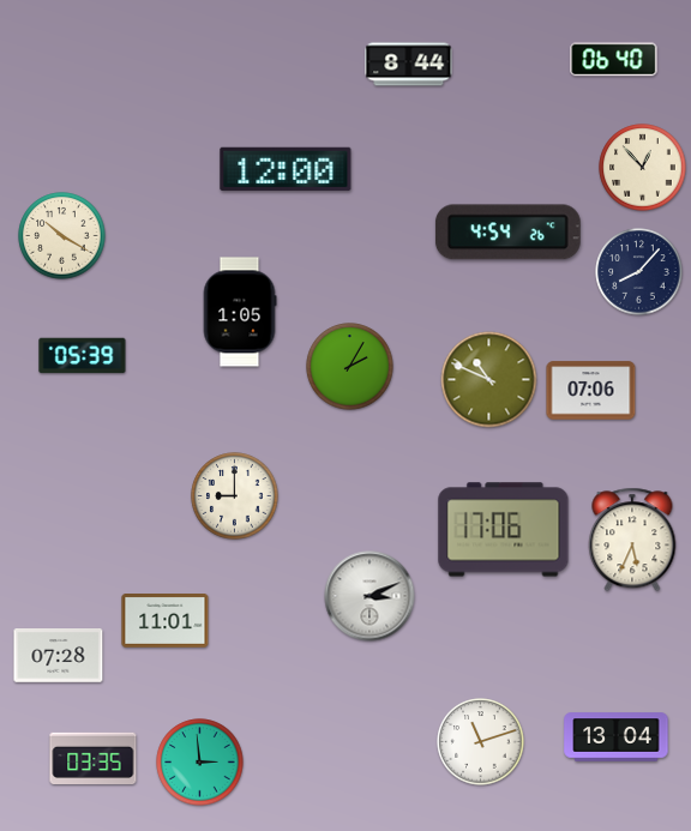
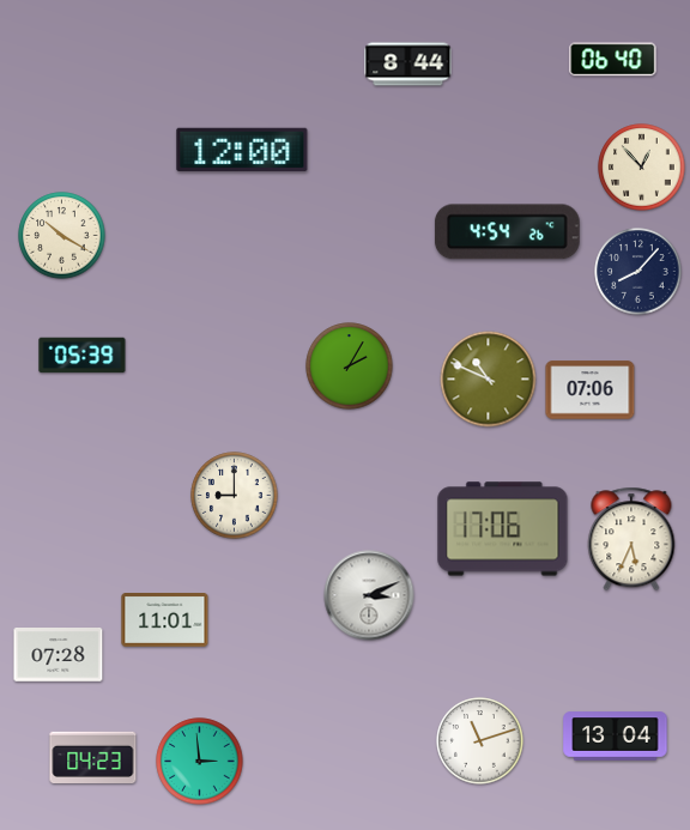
clock at (286, 169) position: (286, 169) -> (242, 150)
clock at (240, 312): 1:05 -> none
clock at (94, 758): 03:35 -> 04:23
